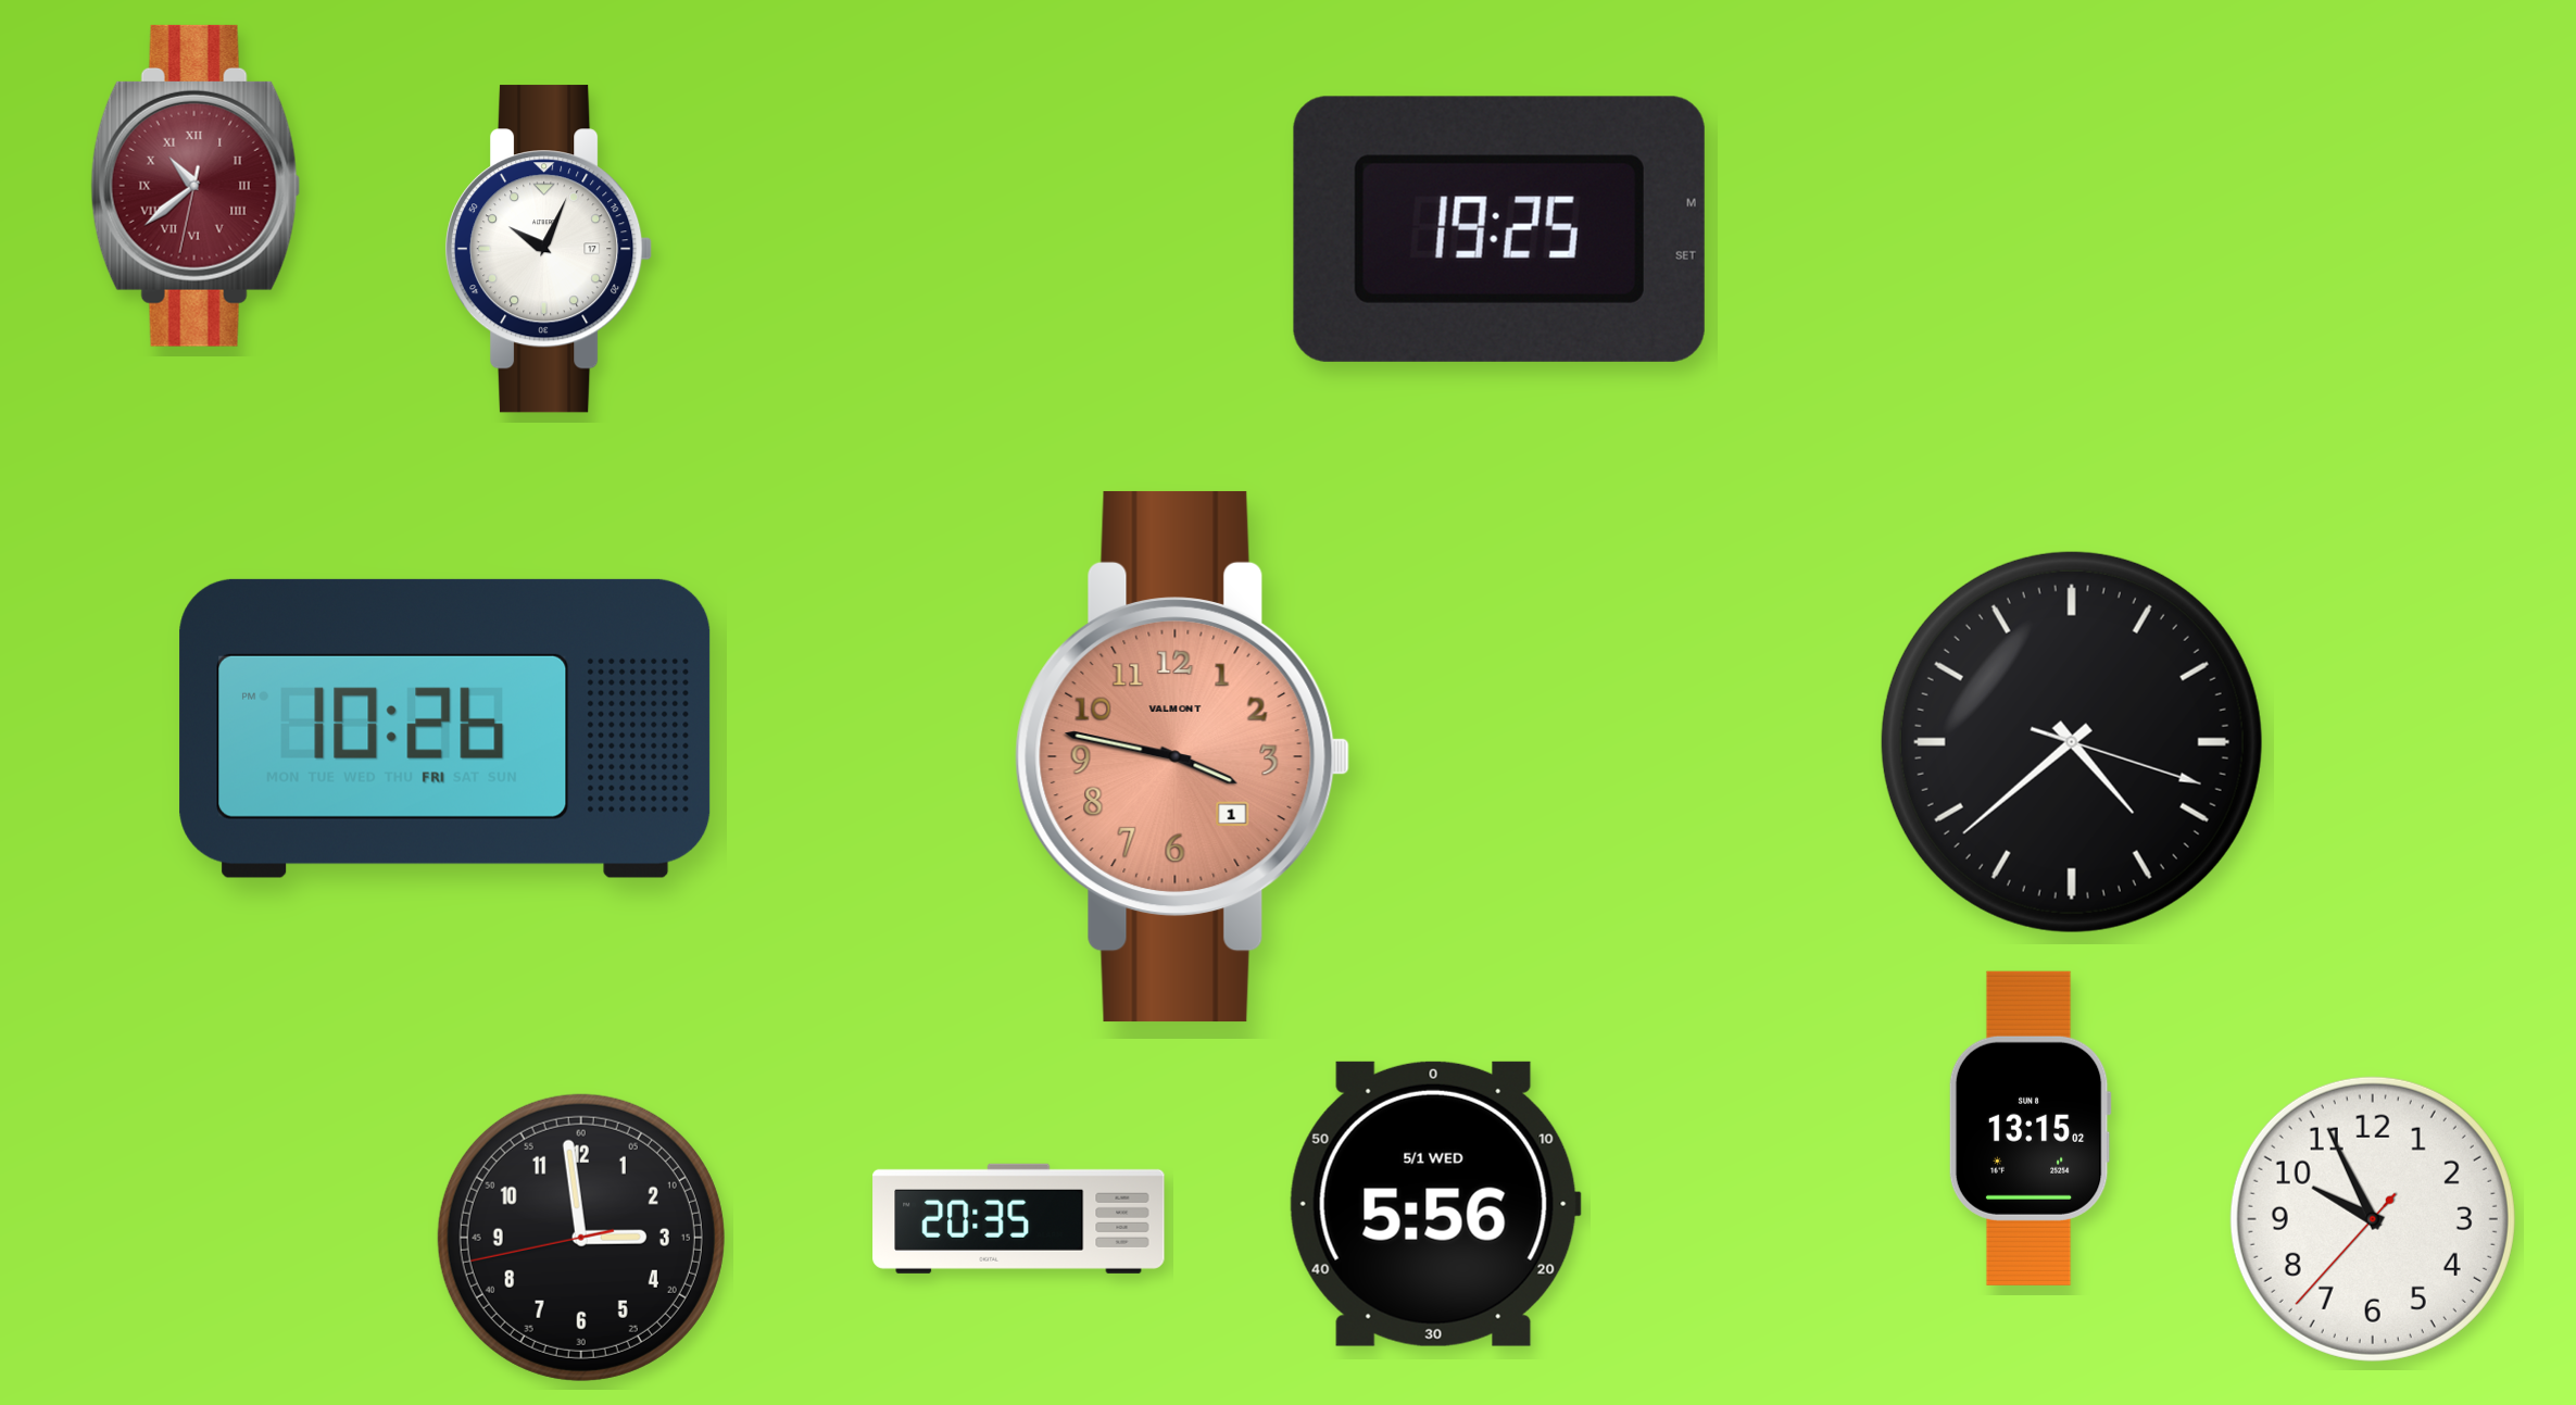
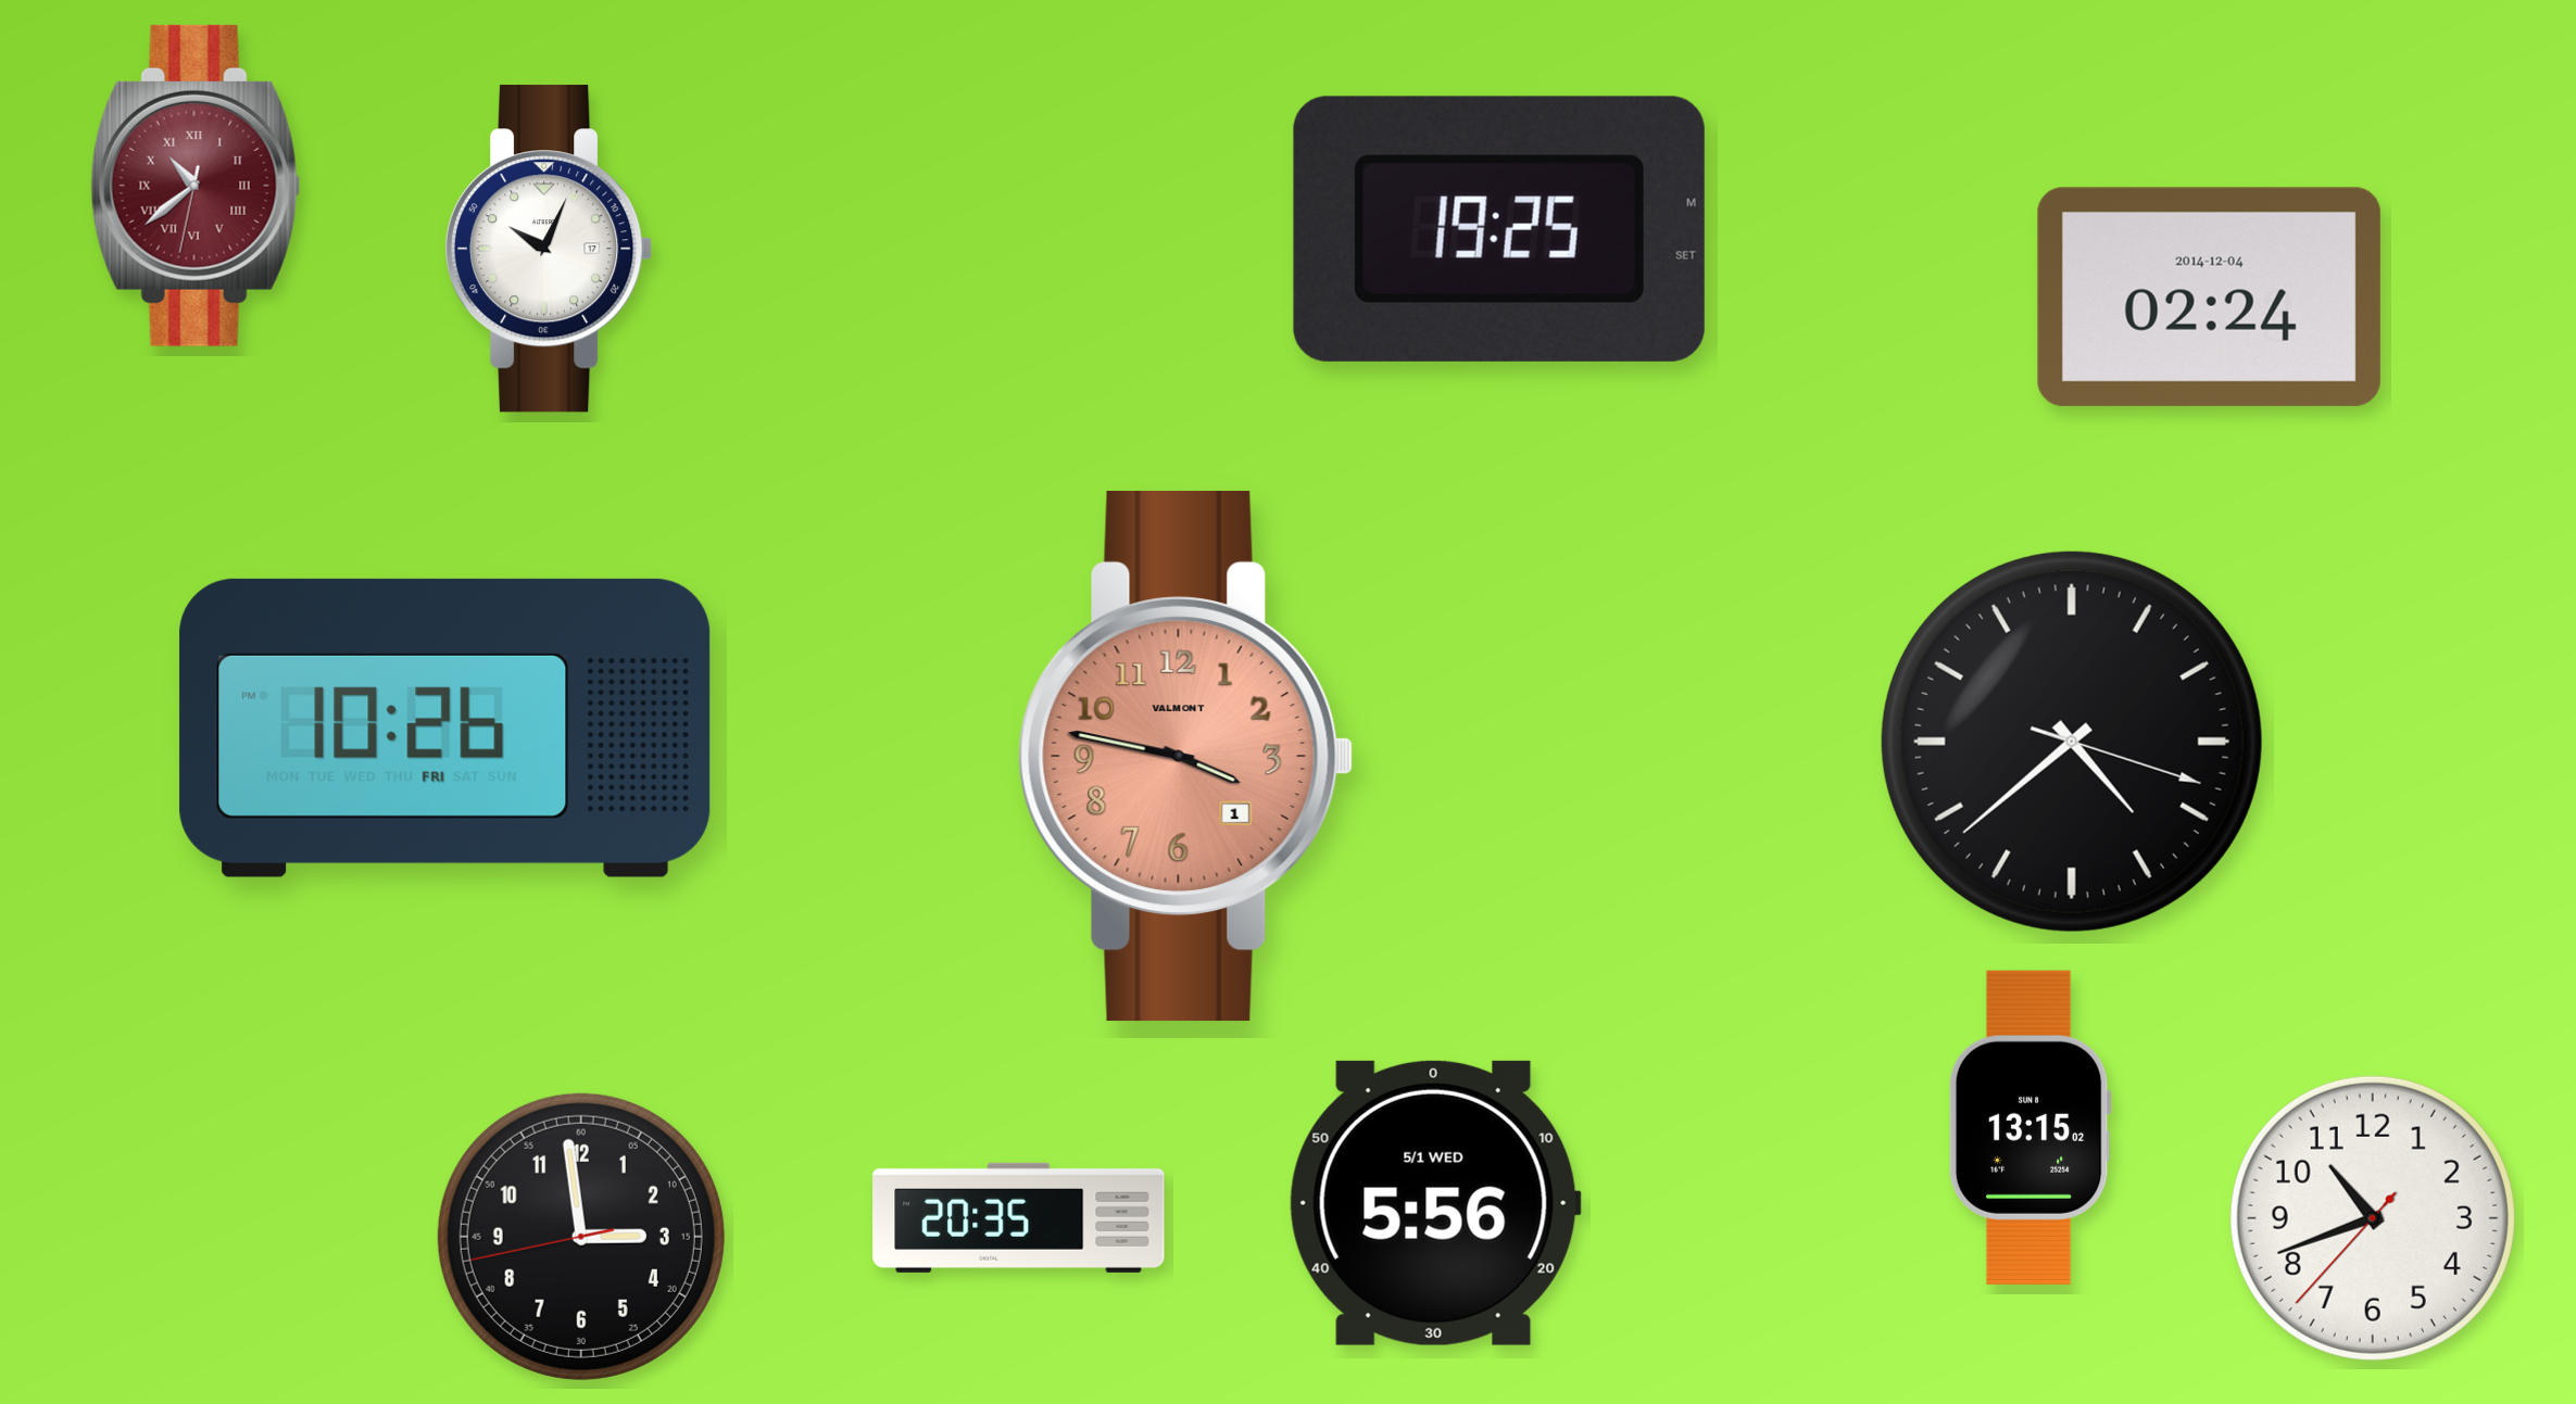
clock at (2209, 296): none -> 02:24
clock at (1183, 756) position: (1183, 756) -> (1186, 756)
clock at (2373, 1219): 9:55 -> 10:41
